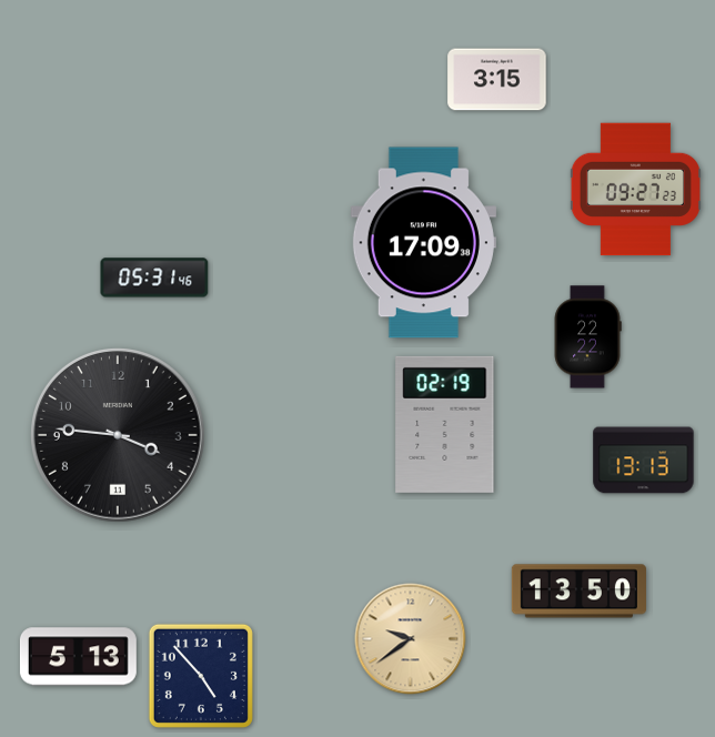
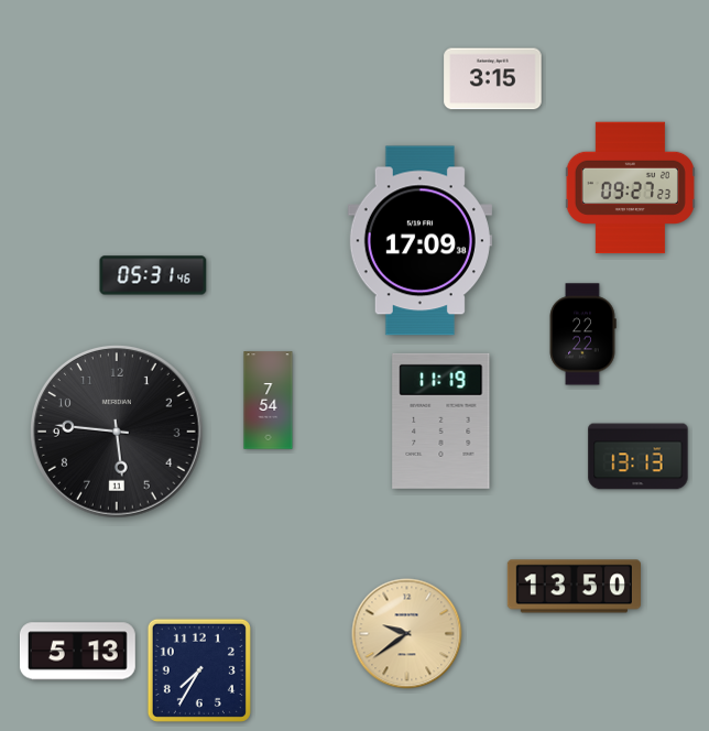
clock at (269, 401): none -> 7:54
clock at (445, 424): 02:19 -> 11:19
clock at (119, 436): 3:46 -> 5:46
clock at (201, 676): 4:53 -> 7:35
